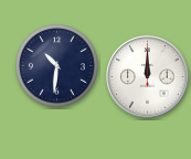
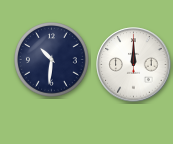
clock at (148, 77) position: (148, 77) -> (134, 65)
